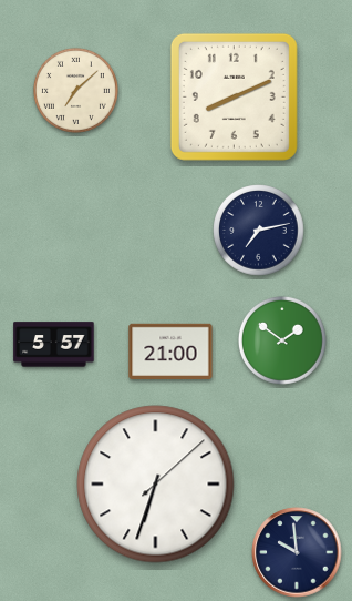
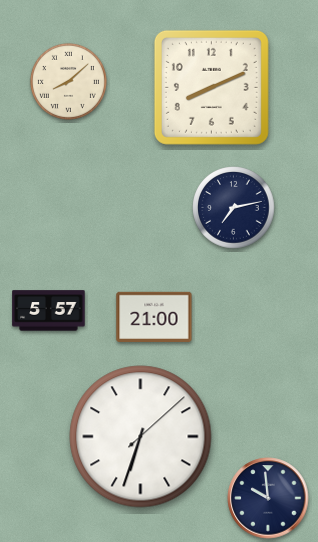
clock at (75, 90): 7:08 -> 8:08
clock at (283, 342): 1:51 -> none
